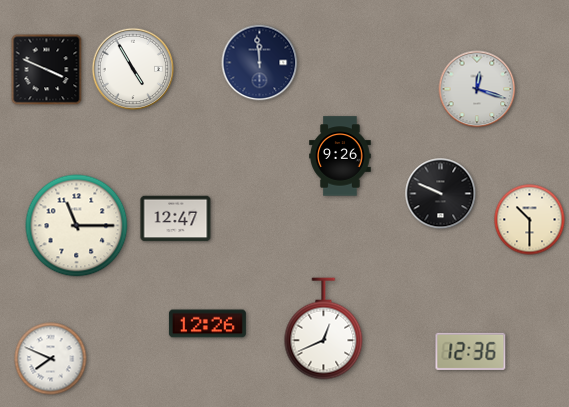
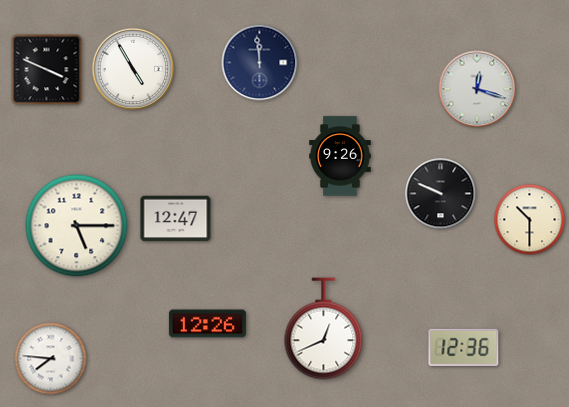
clock at (77, 226): 11:15 -> 5:15
clock at (471, 351) position: (471, 351) -> (464, 347)
clock at (51, 359): 7:49 -> 7:46
